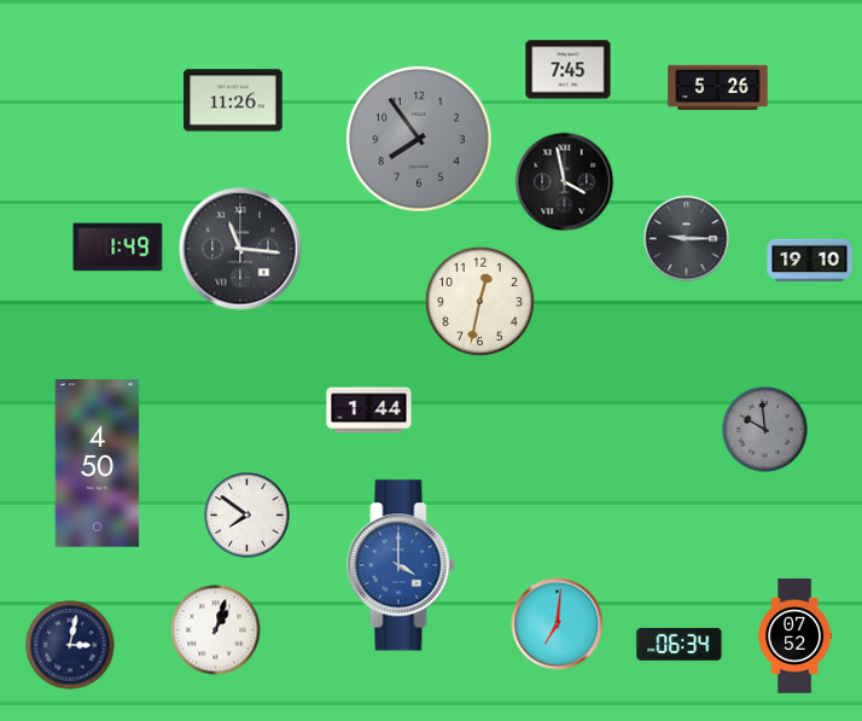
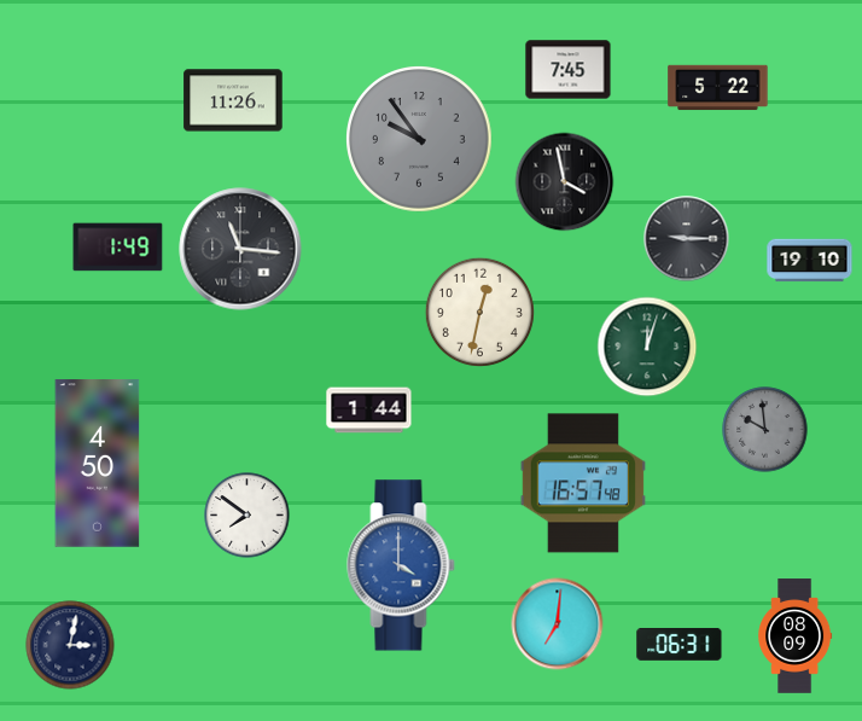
clock at (718, 88): 5:26 -> 5:22
clock at (420, 140): 7:54 -> 9:54
clock at (479, 301) position: (479, 301) -> (479, 312)
clock at (647, 347): none -> 12:03
clock at (583, 483): none -> 16:57
clock at (216, 630): 1:03 -> none
clock at (796, 636): 07:52 -> 08:09
clock at (680, 644): 06:34 -> 06:31
